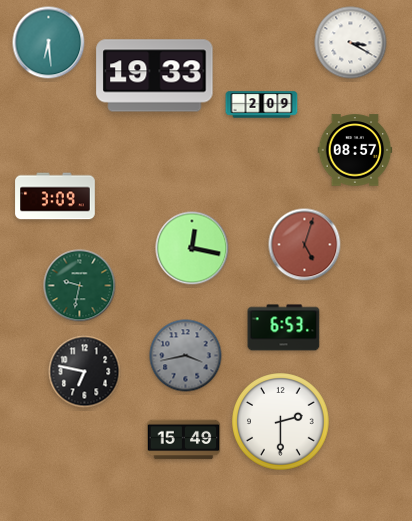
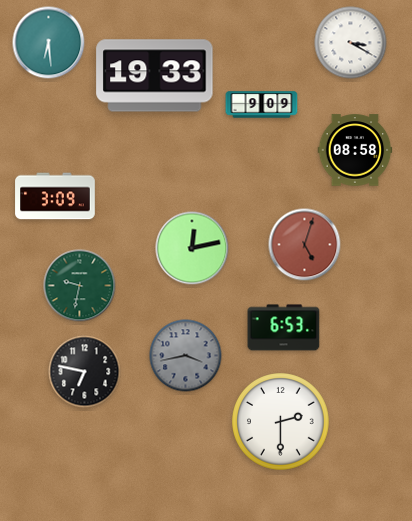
clock at (262, 105): 2:09 -> 9:09
clock at (355, 150): 08:57 -> 08:58
clock at (192, 248): 12:17 -> 12:13
clock at (184, 440): 15:49 -> none
